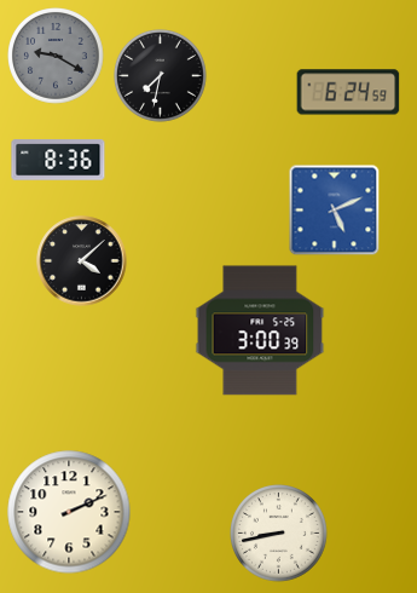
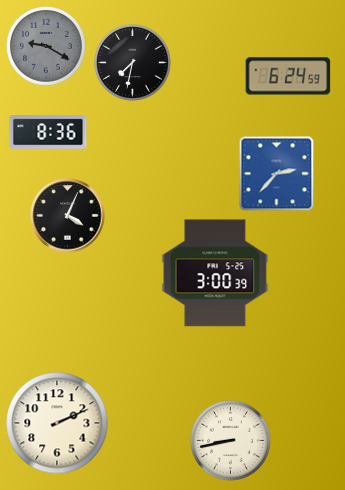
clock at (335, 211): 5:11 -> 2:37
clock at (82, 261): 4:08 -> 4:04
